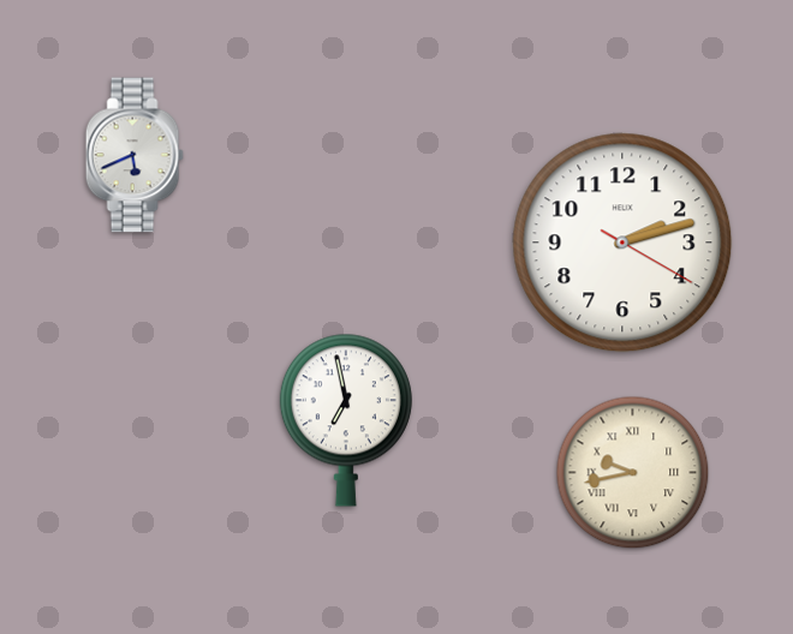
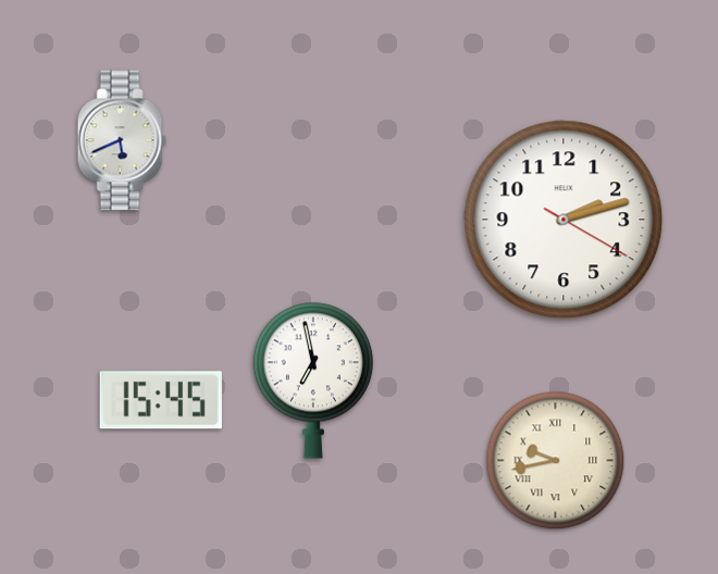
clock at (161, 400): none -> 15:45
clock at (633, 473) position: (633, 473) -> (556, 461)
